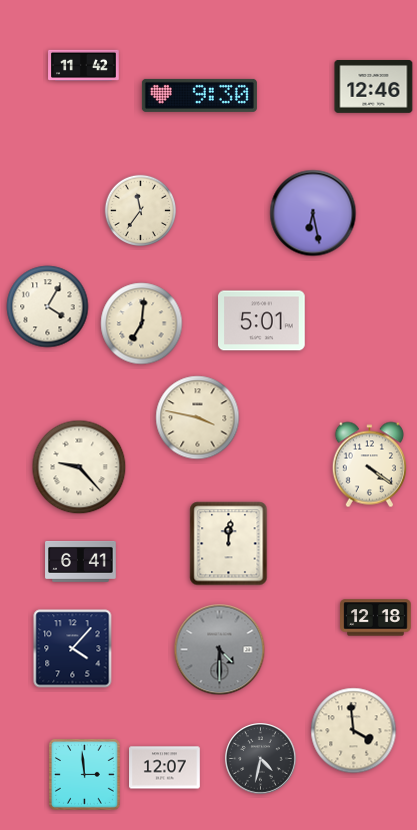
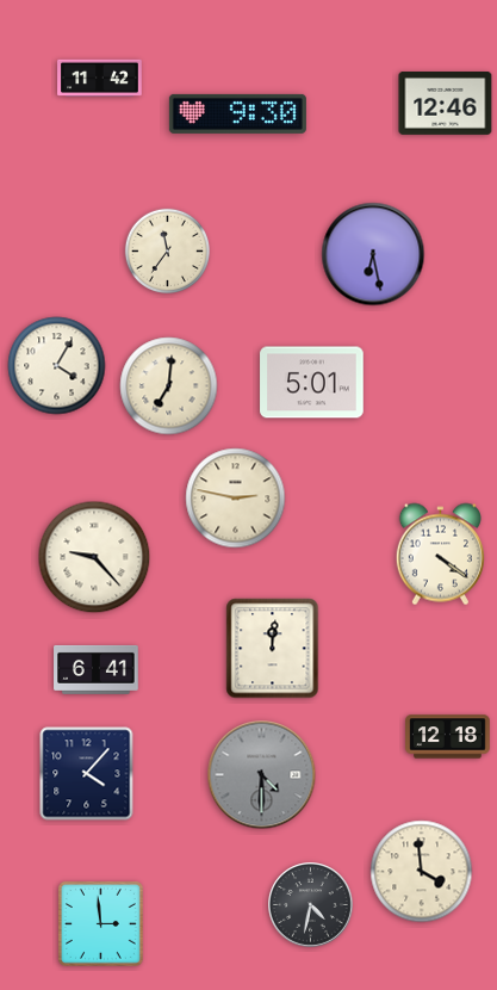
clock at (198, 418): 3:47 -> 2:47
clock at (165, 768): 12:07 -> none
